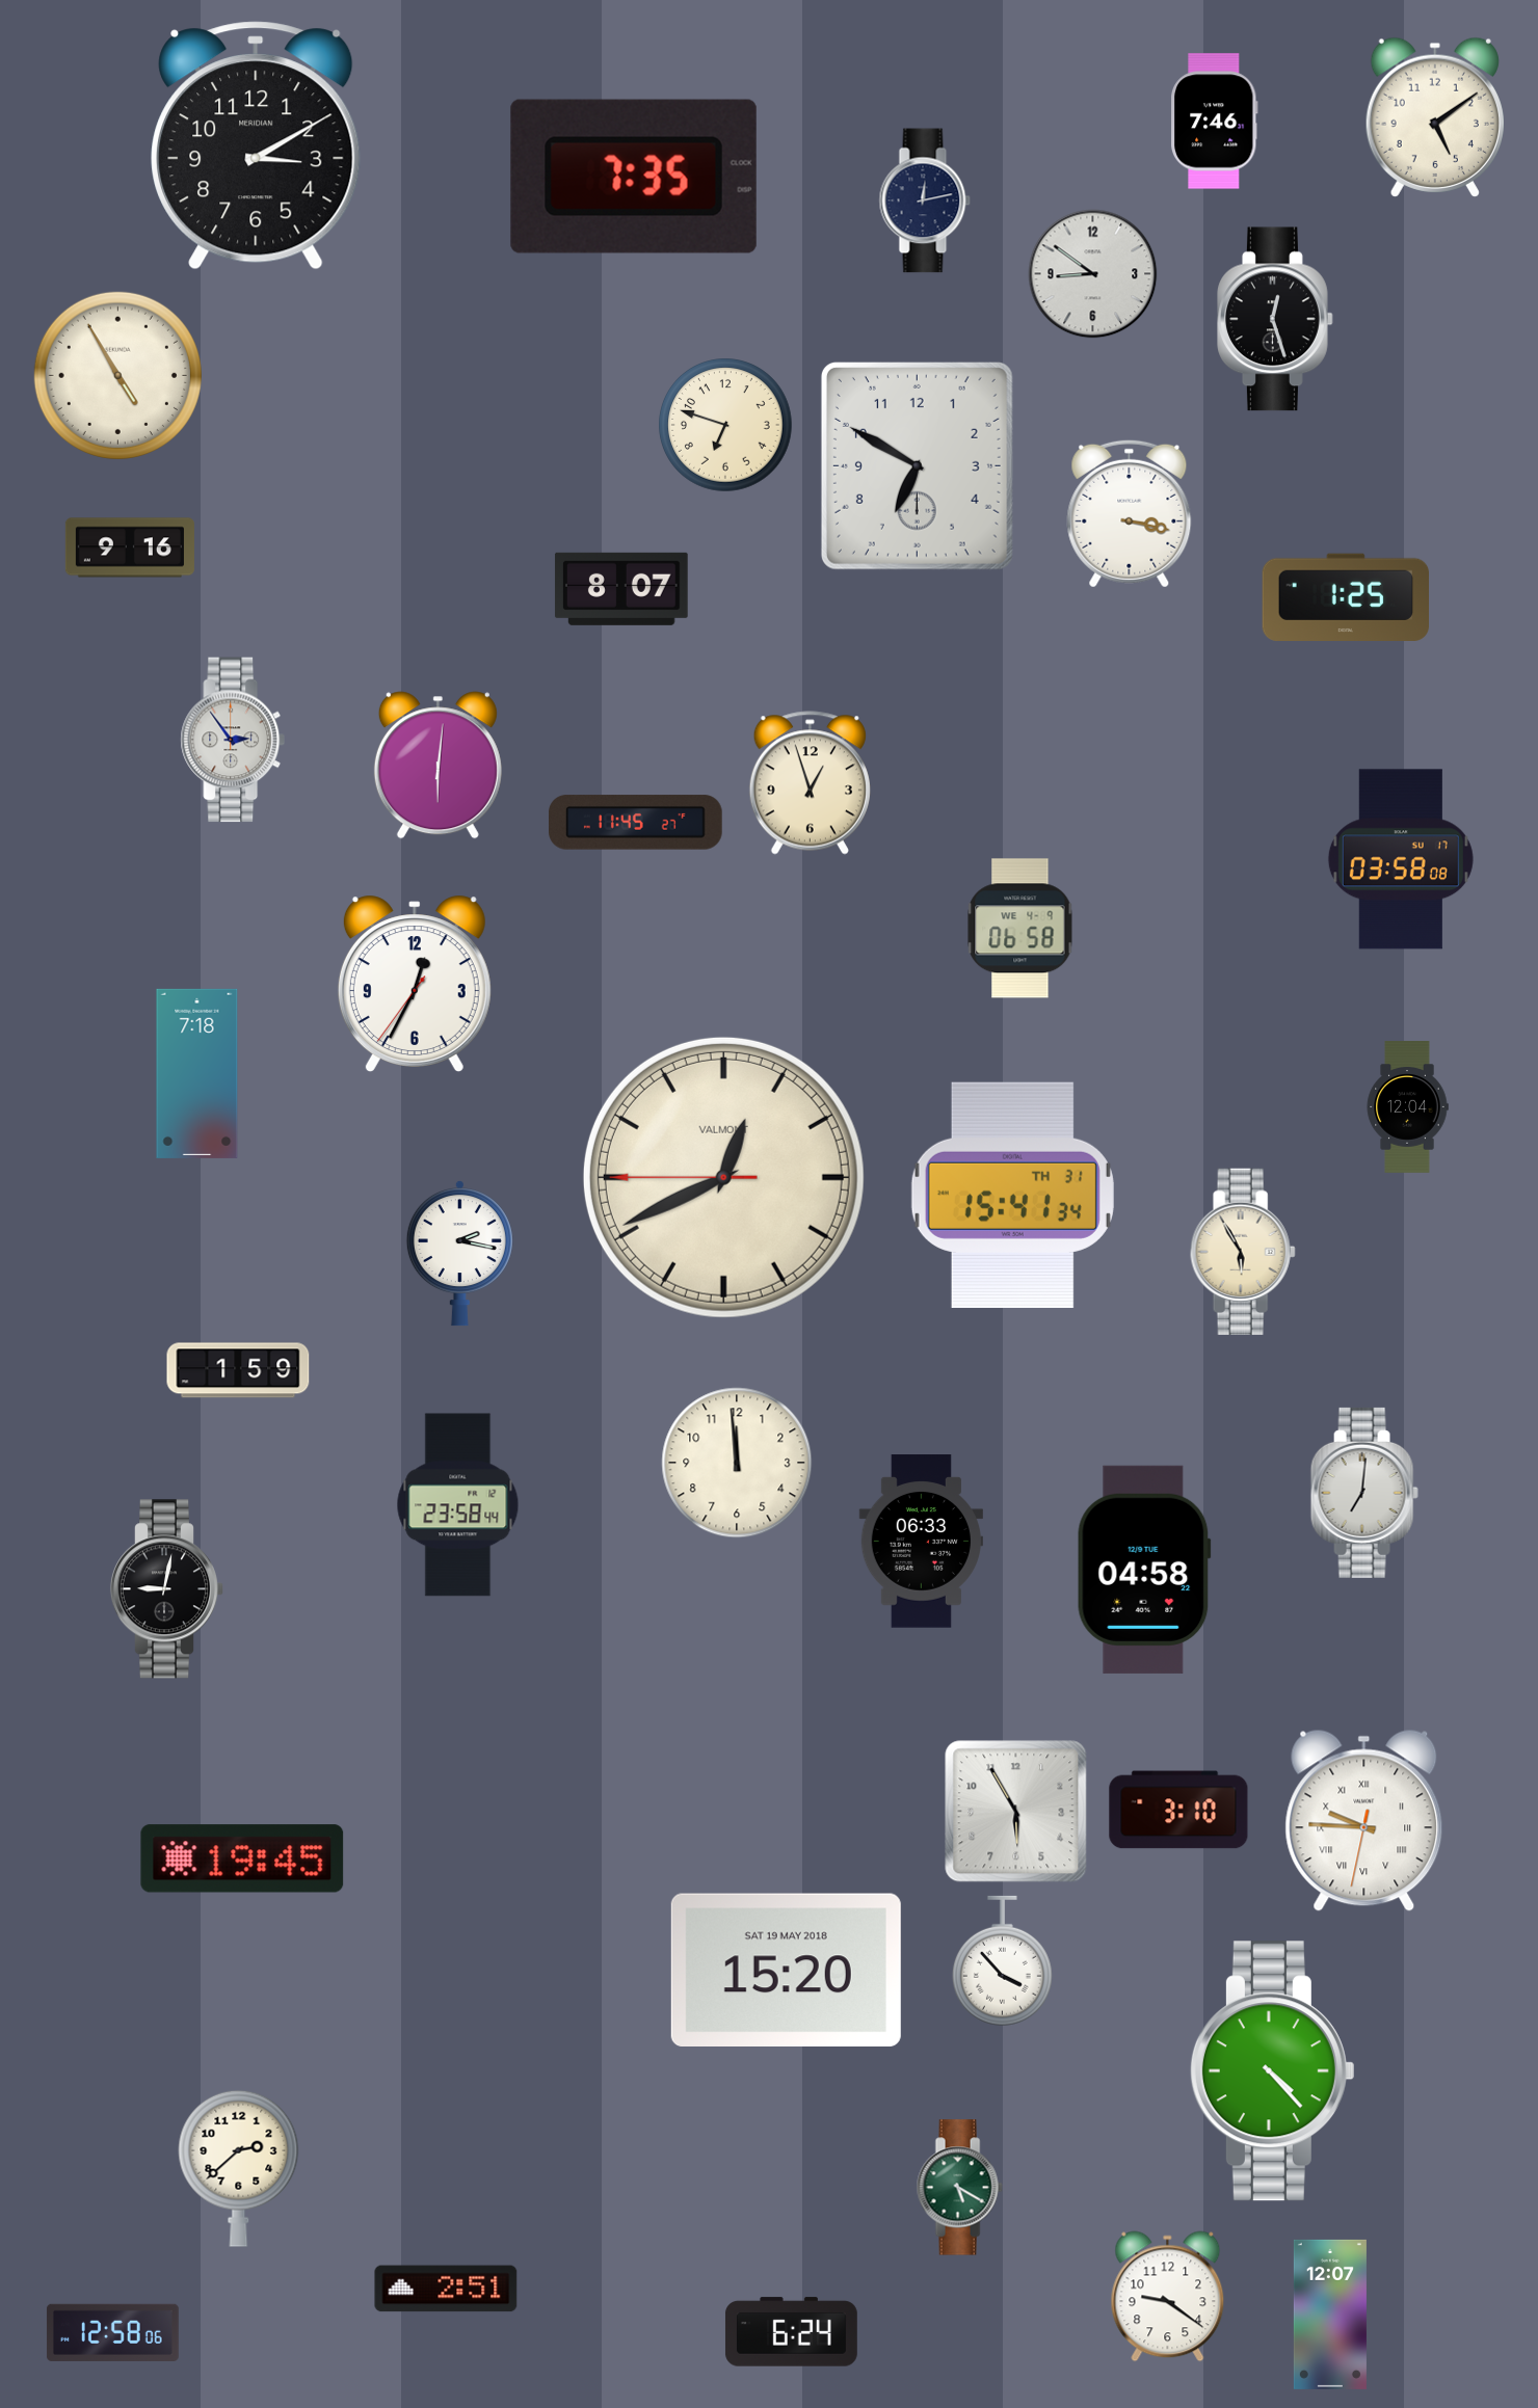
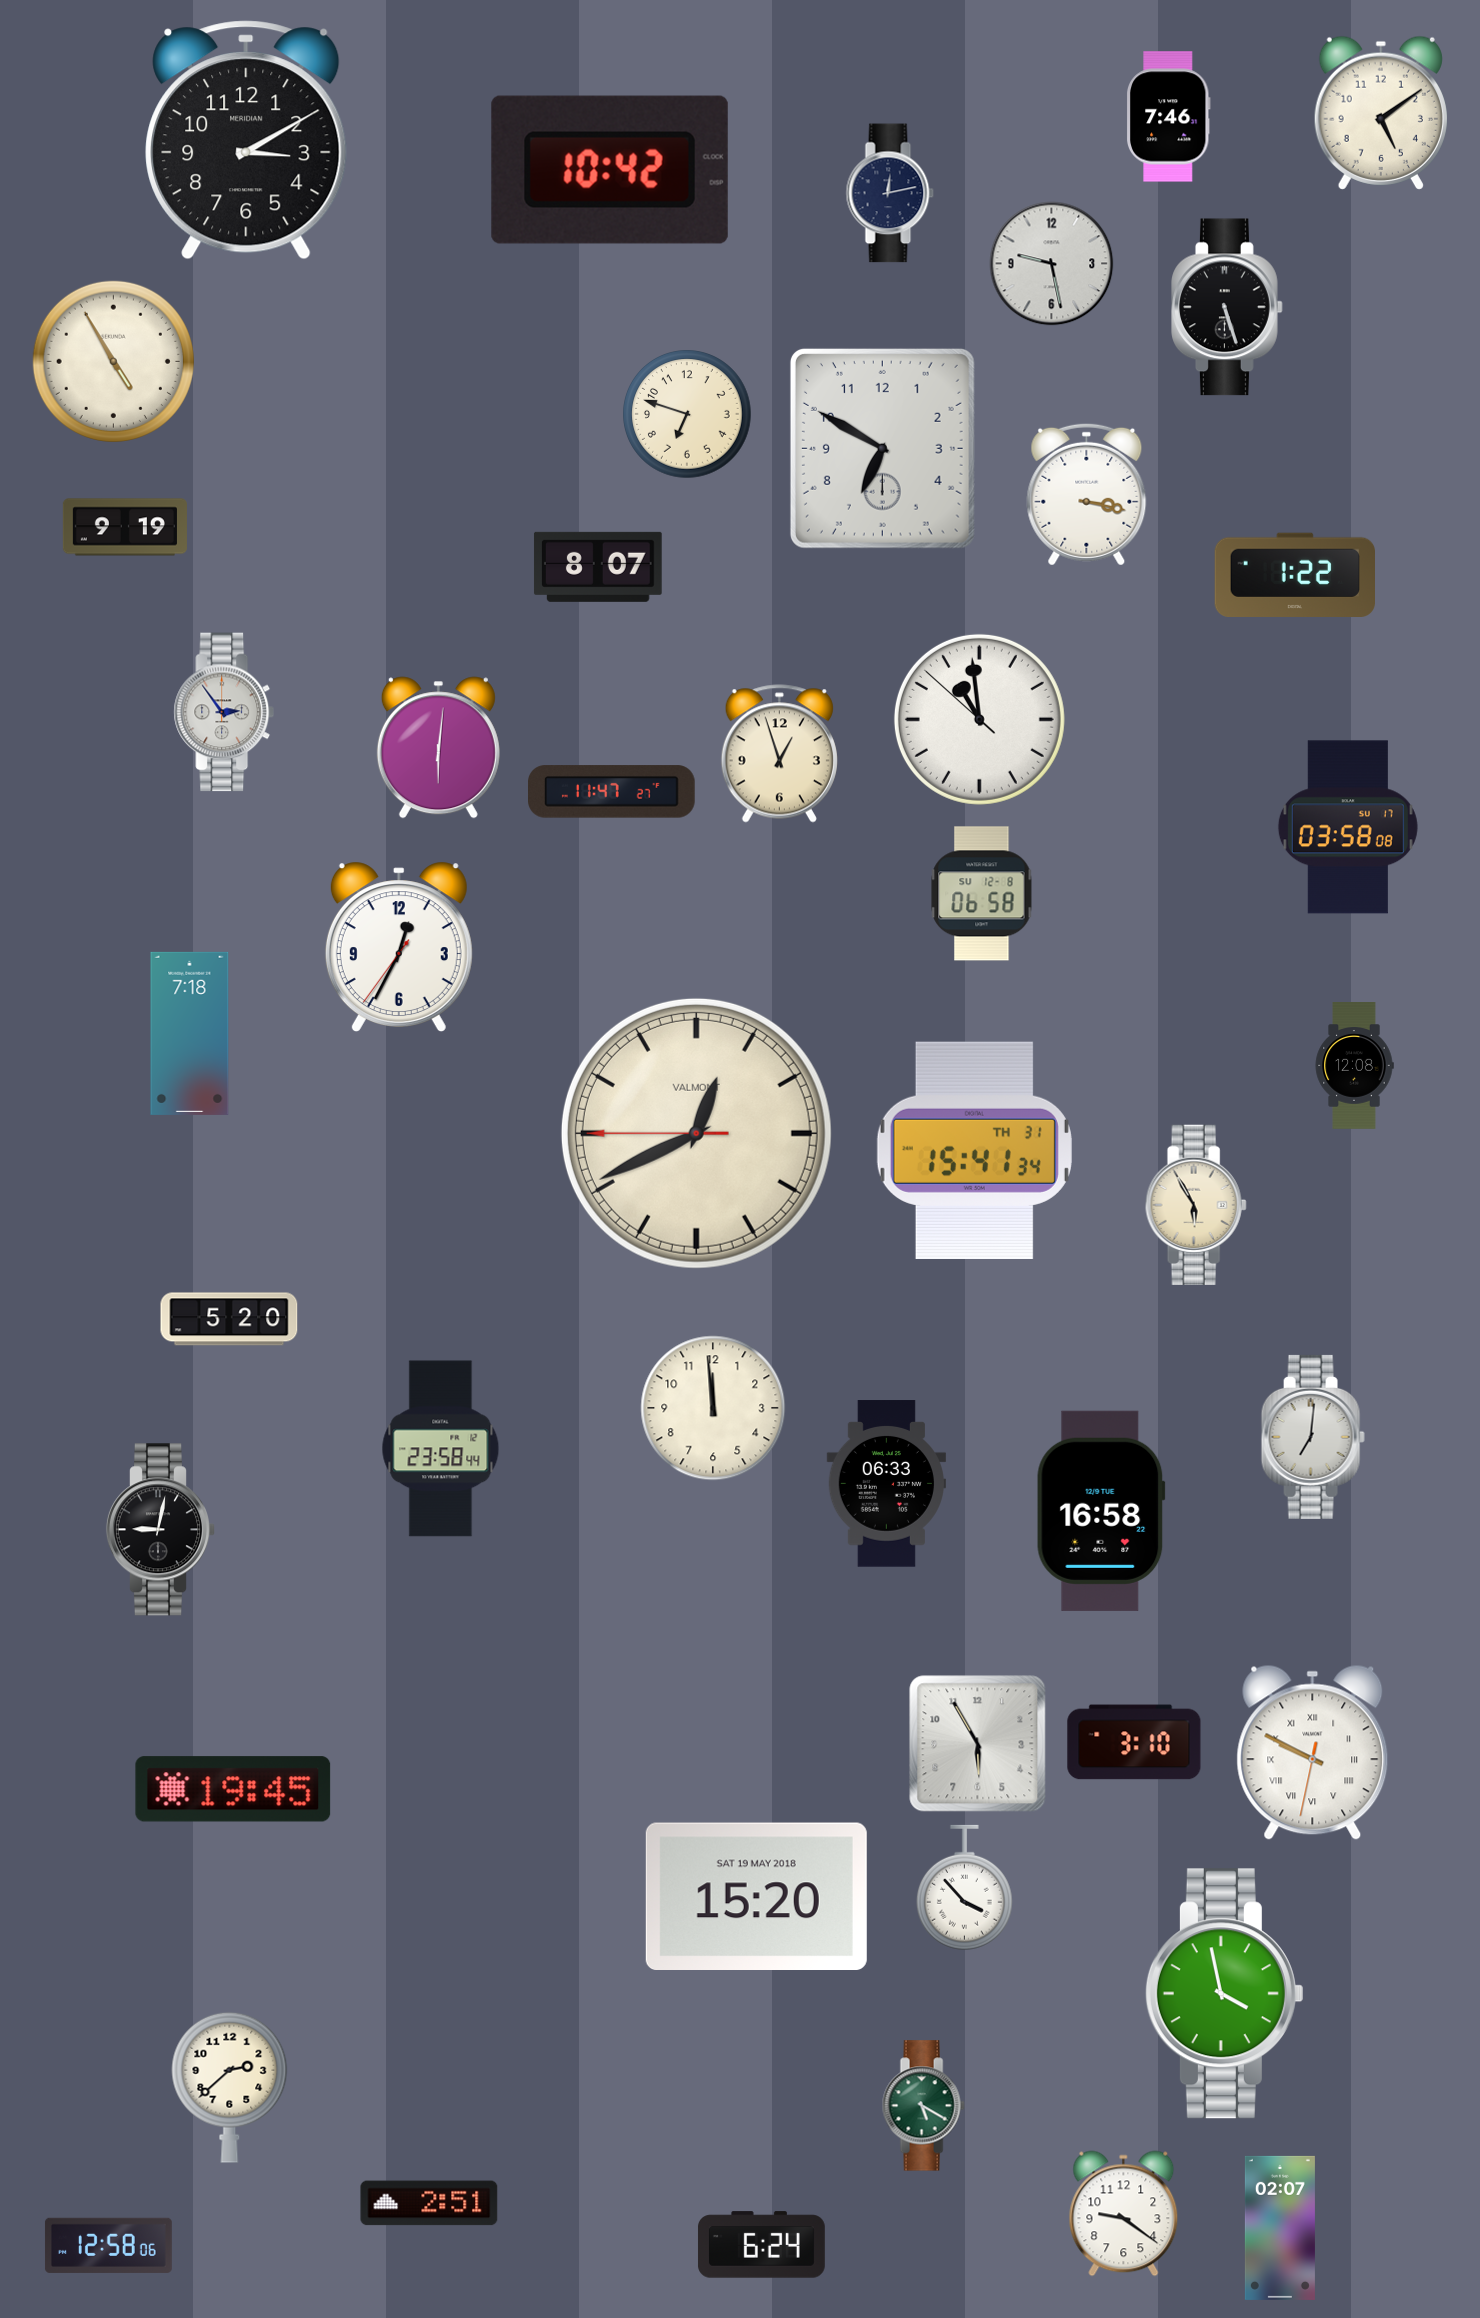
clock at (634, 177): 7:35 -> 10:42
clock at (1093, 274): 8:51 -> 9:28
clock at (1275, 319): 12:27 -> 5:27
clock at (725, 425) position: (725, 425) -> (687, 414)
clock at (130, 547): 9:16 -> 9:19
clock at (1345, 596): 1:25 -> 1:22
clock at (979, 719): none -> 10:58
clock at (437, 766) position: (437, 766) -> (438, 748)
clock at (636, 823): 11:45 -> 11:47
clock at (1020, 929) date: WE 4-9 -> SU 12-8
clock at (1407, 1107): 12:04 -> 12:08
clock at (459, 1253): 2:17 -> none
clock at (238, 1370): 1:59 -> 5:20
clock at (737, 1463) position: (737, 1463) -> (713, 1408)
clock at (1144, 1570): 04:58 -> 16:58
clock at (1364, 1820): 9:45 -> 9:49
clock at (1272, 2071): 4:23 -> 3:58
clock at (1168, 2297) position: (1168, 2297) -> (1124, 2214)
clock at (1330, 2315): 12:07 -> 02:07
